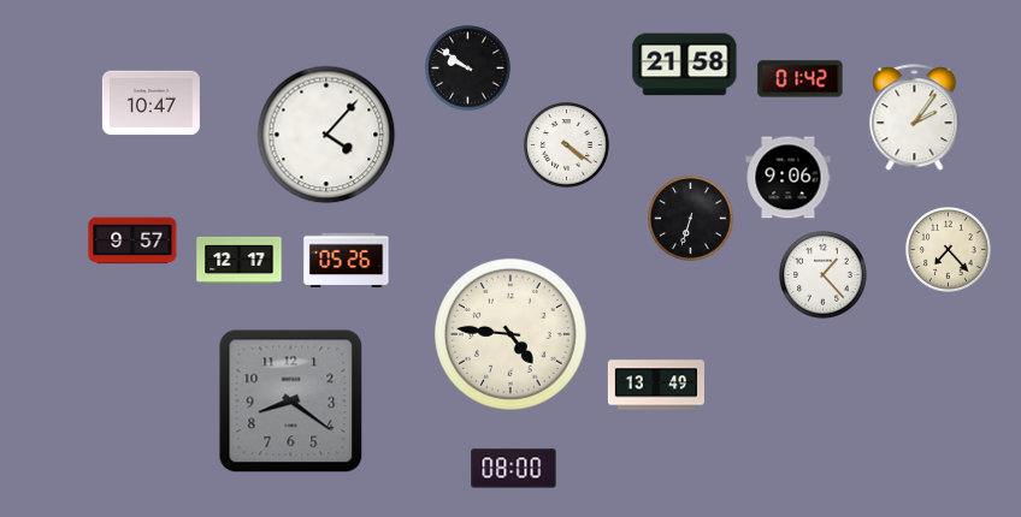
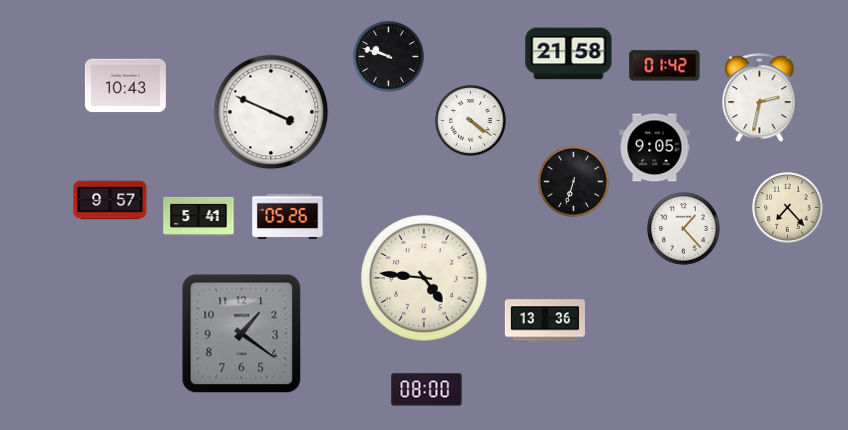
clock at (468, 69): 9:51 -> 9:48
clock at (151, 103): 10:47 -> 10:43
clock at (915, 118): 2:06 -> 2:32
clock at (326, 135): 4:07 -> 3:49
clock at (789, 178): 9:06 -> 9:05
clock at (240, 260): 12:17 -> 5:41
clock at (656, 385): 13:49 -> 13:36
clock at (291, 402): 8:21 -> 1:21
